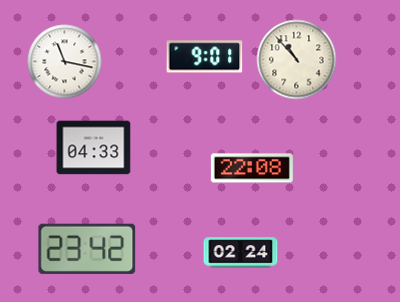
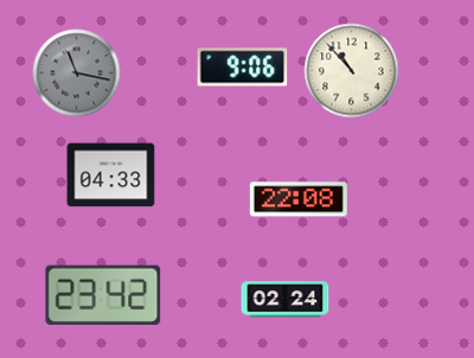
clock at (205, 57): 9:01 -> 9:06
clock at (65, 62) dial: white -> grey
